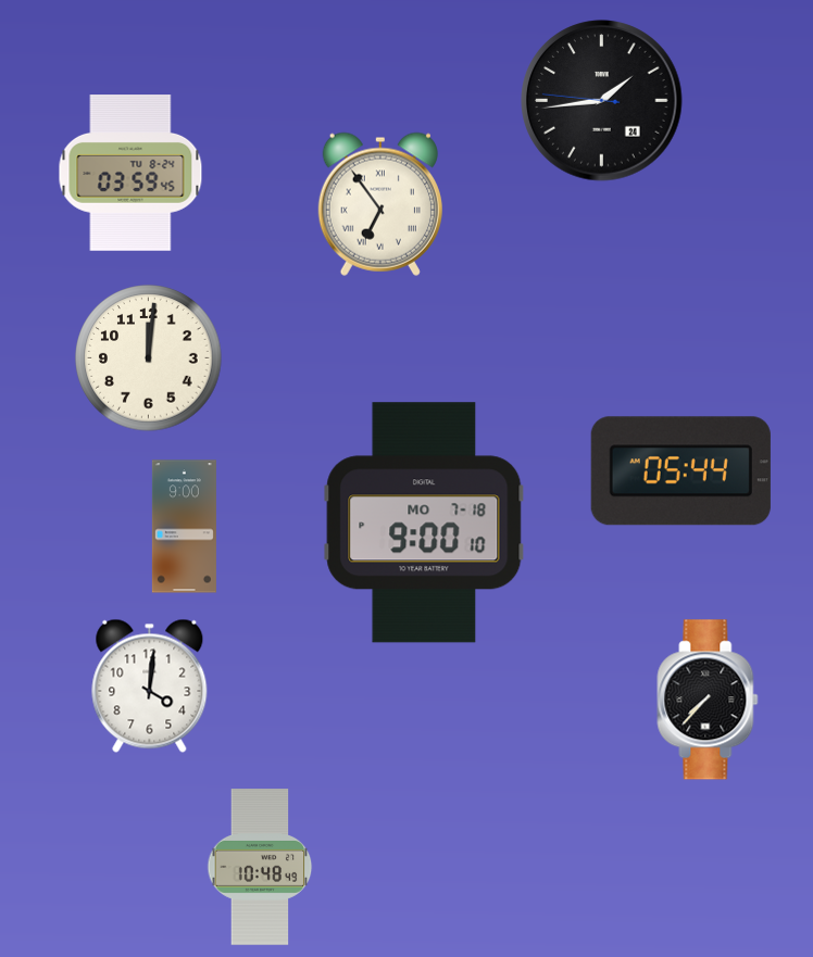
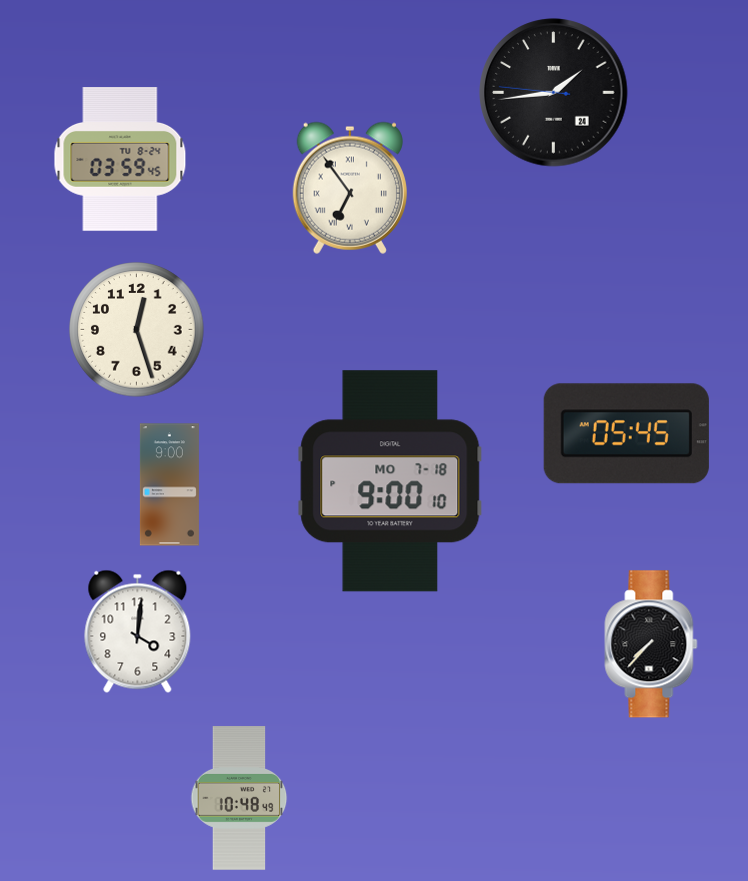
clock at (149, 358): 12:01 -> 12:27
clock at (680, 471): 05:44 -> 05:45
